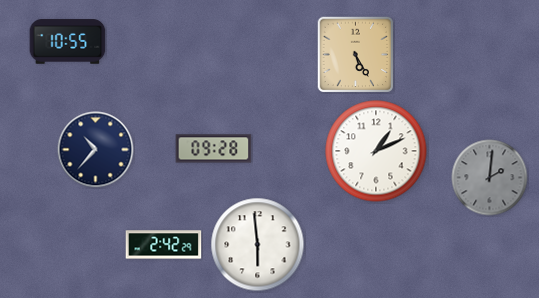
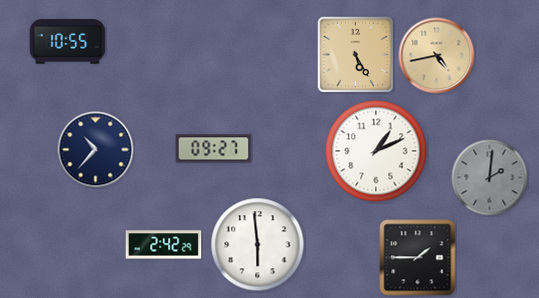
clock at (437, 56): none -> 4:43
clock at (214, 149): 09:28 -> 09:27
clock at (418, 258): none -> 1:45
